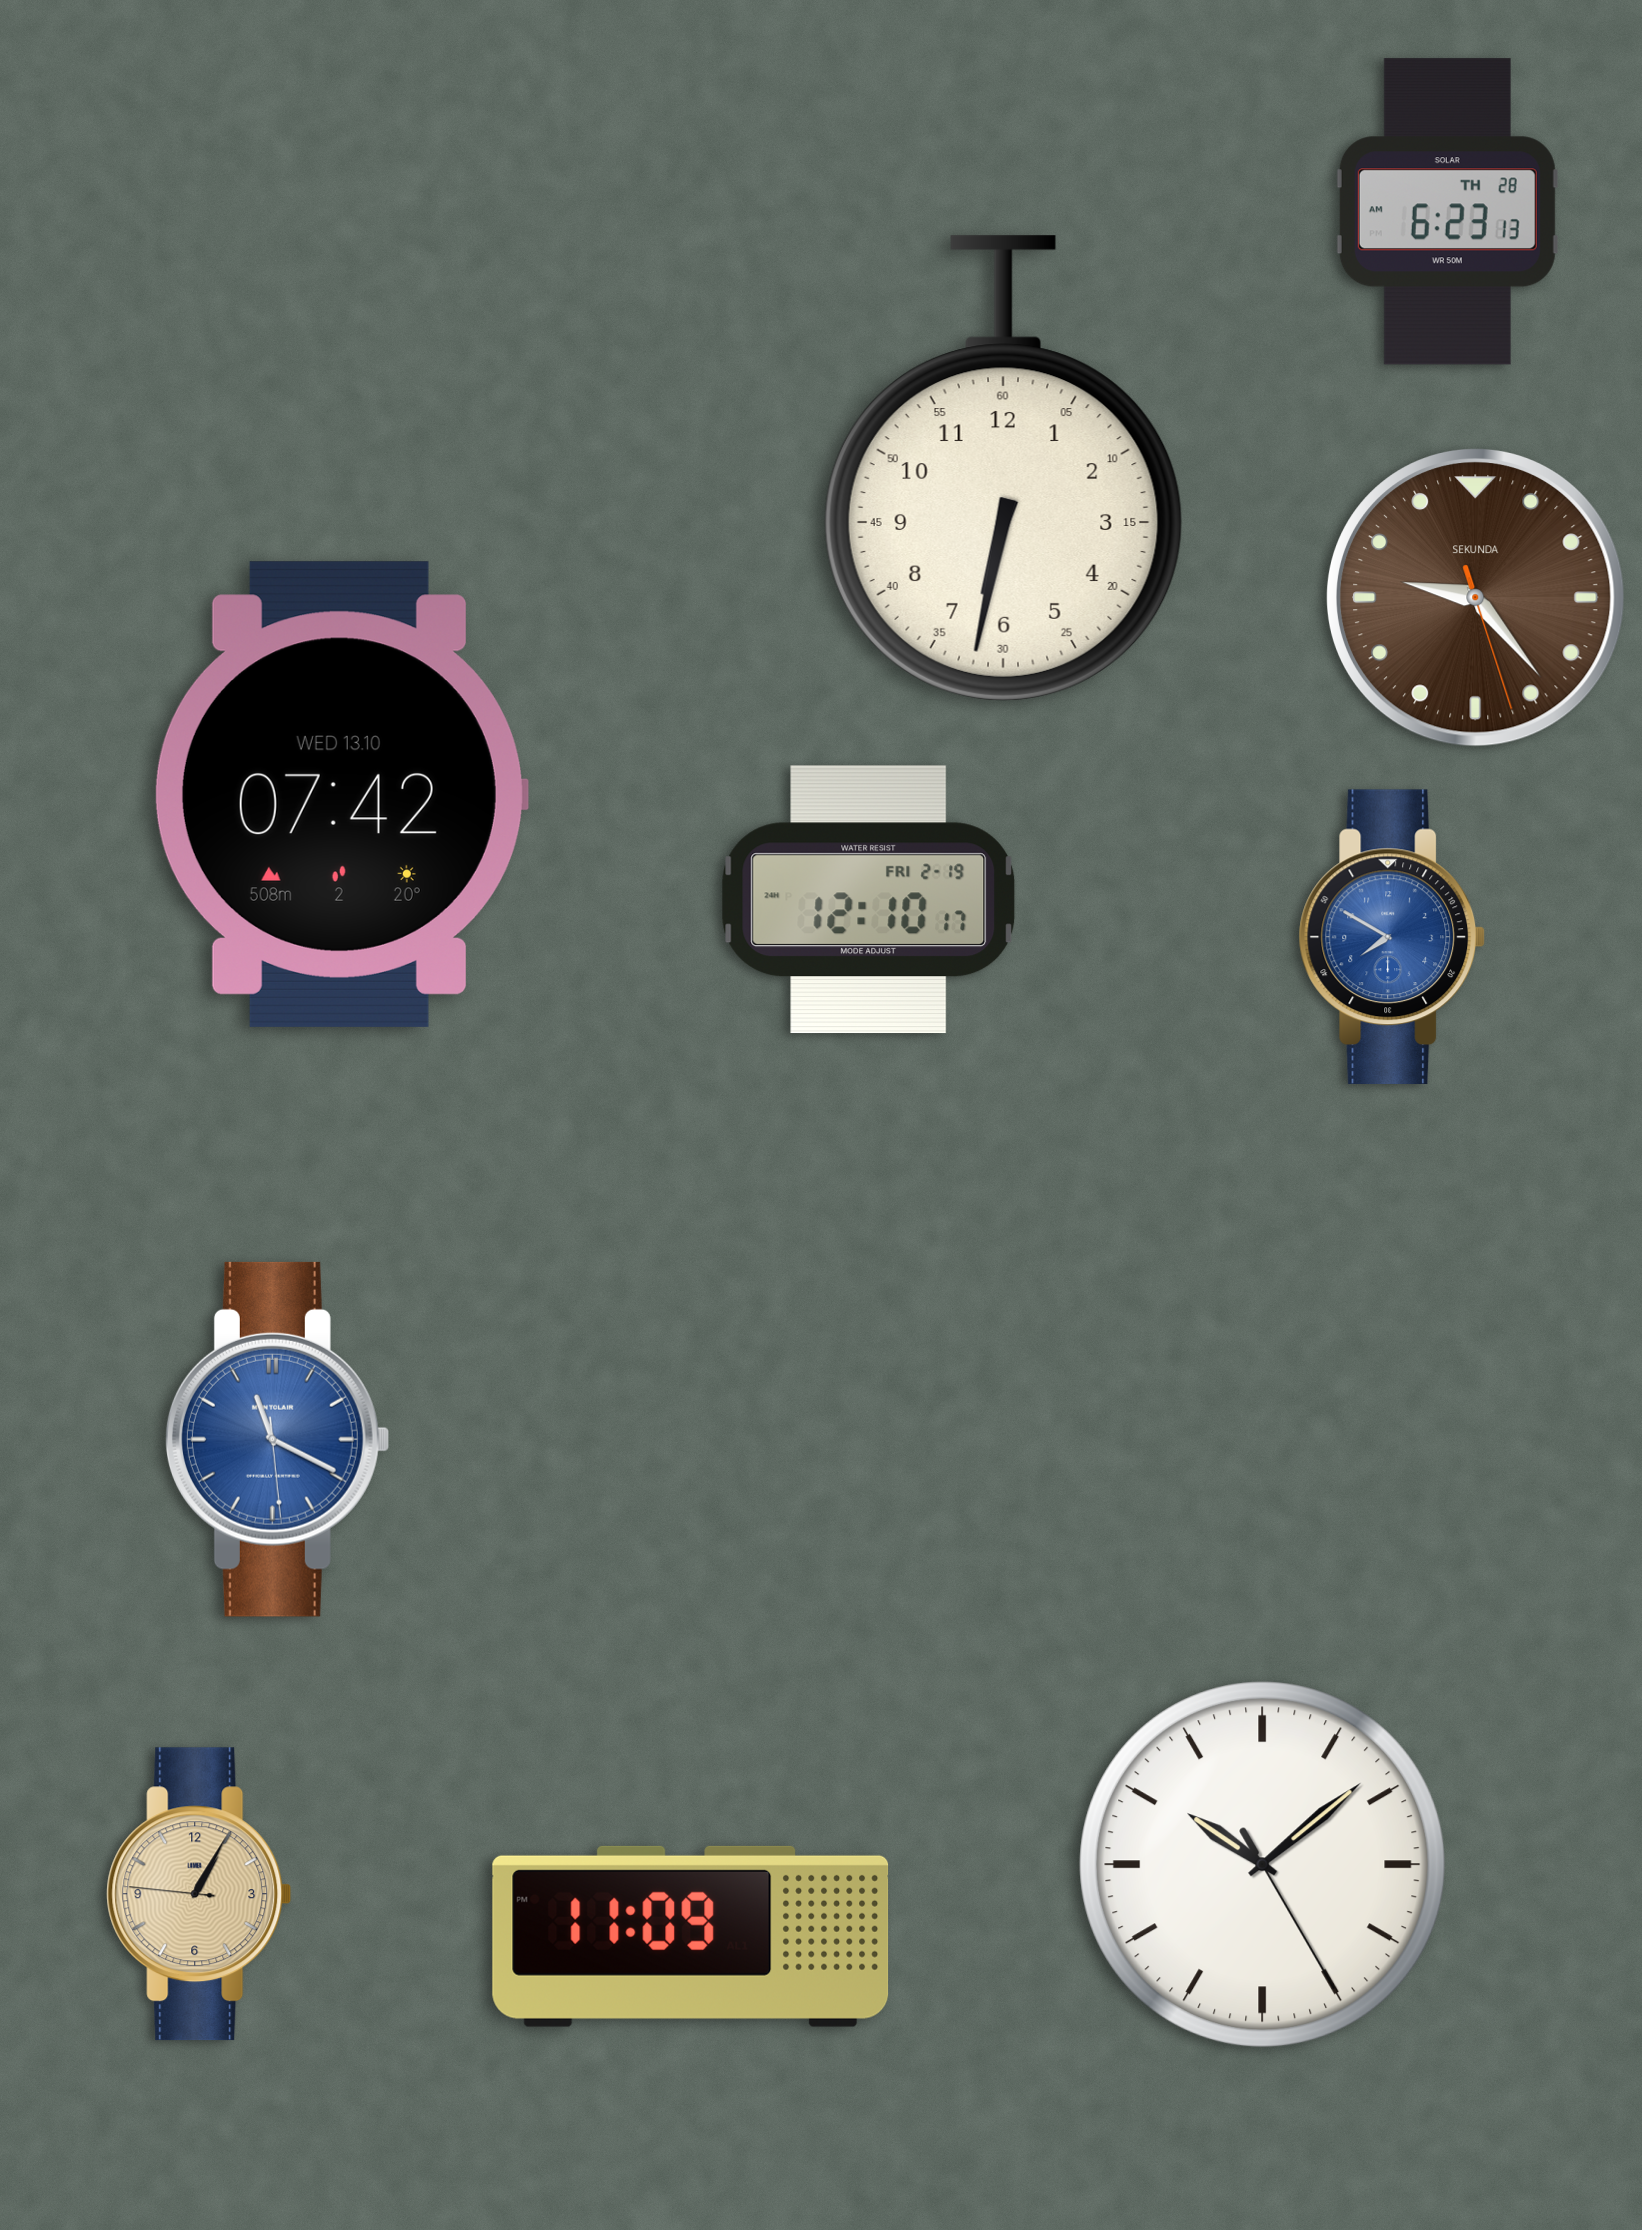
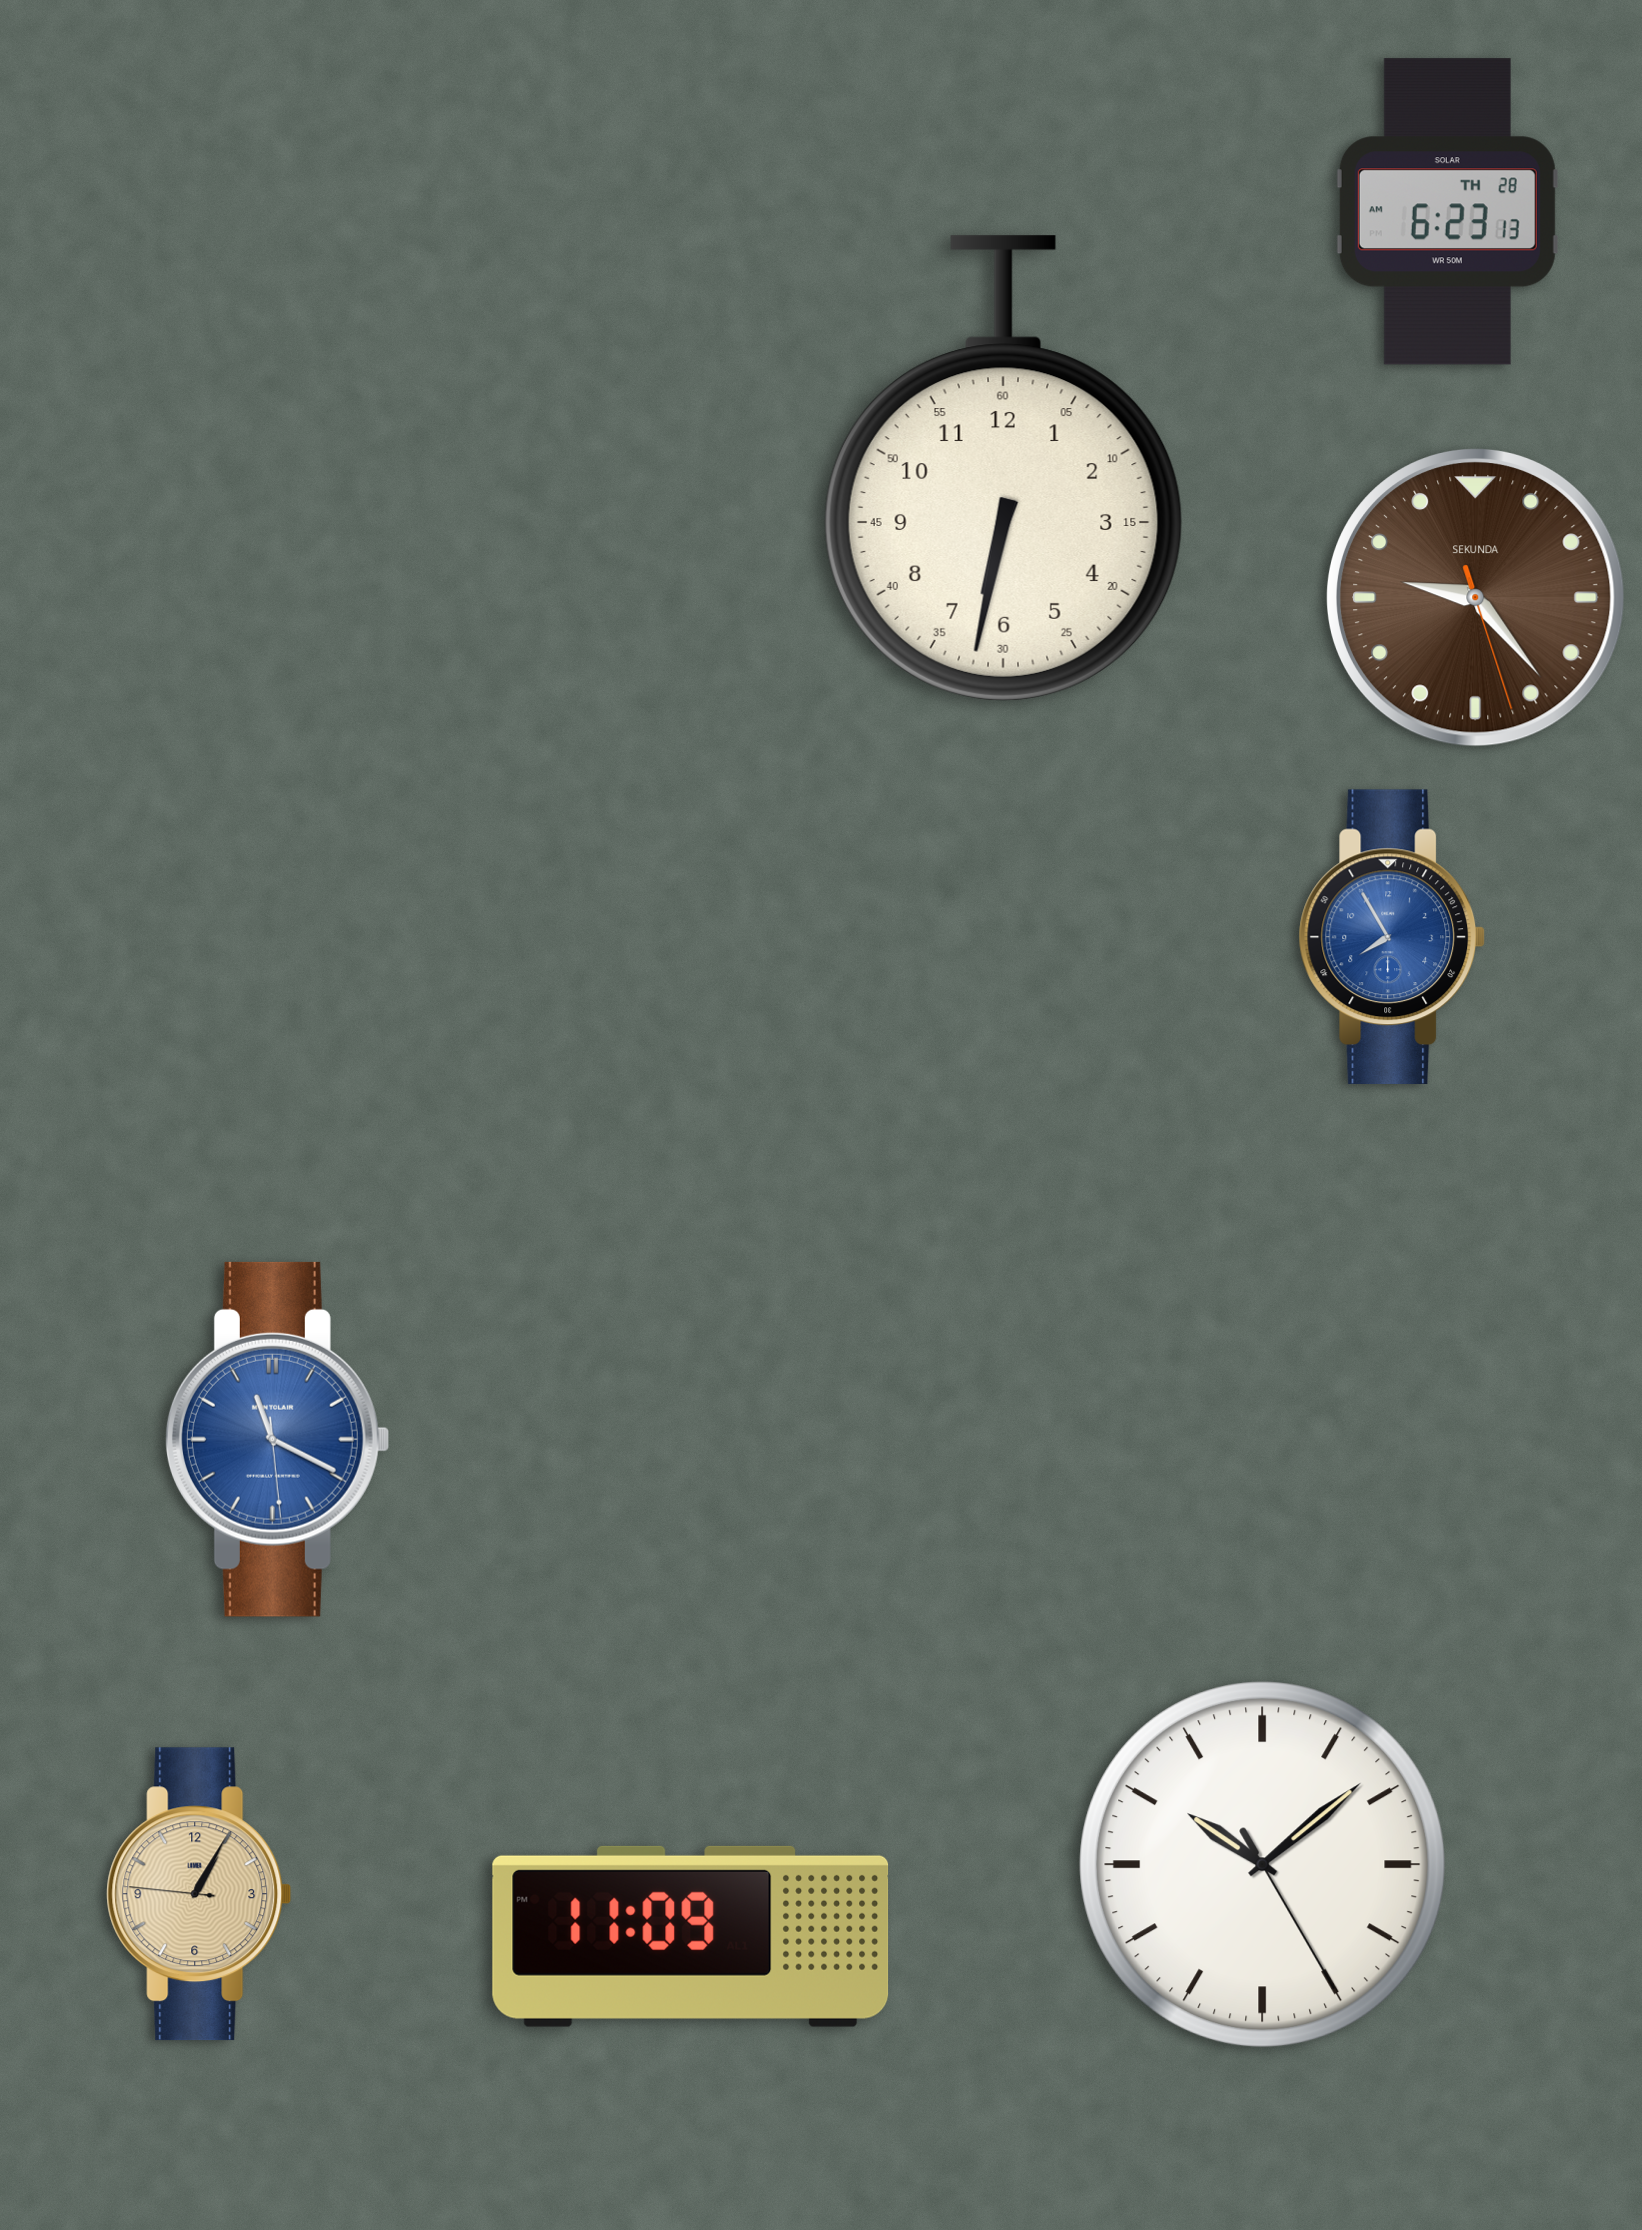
clock at (341, 794): 07:42 -> none
clock at (869, 900): 12:10 -> none
clock at (1392, 936): 7:50 -> 7:55
